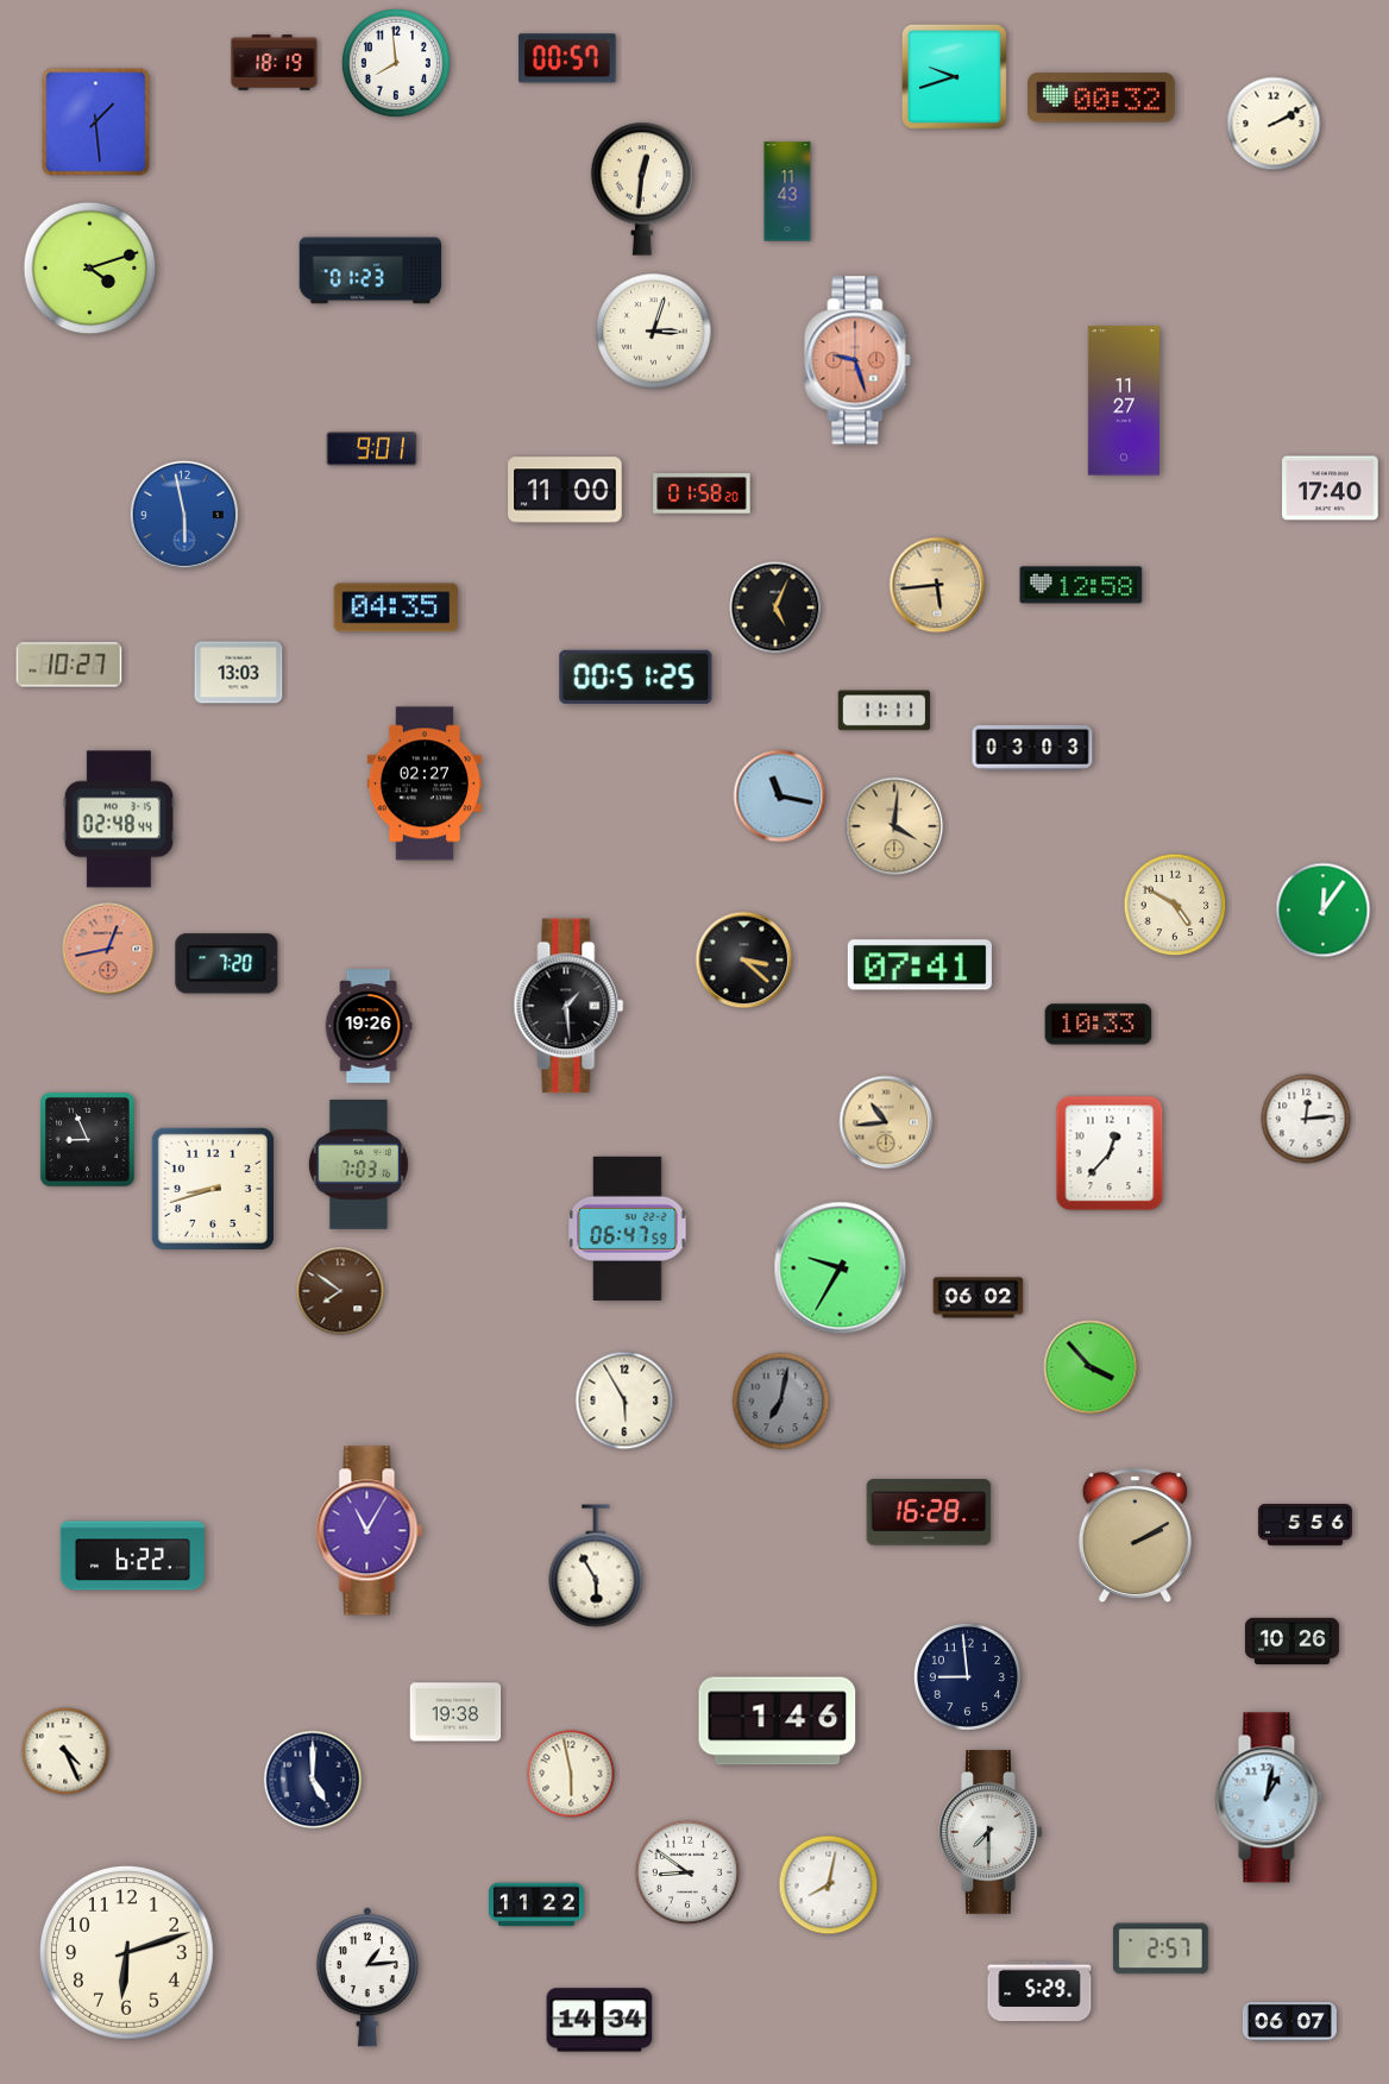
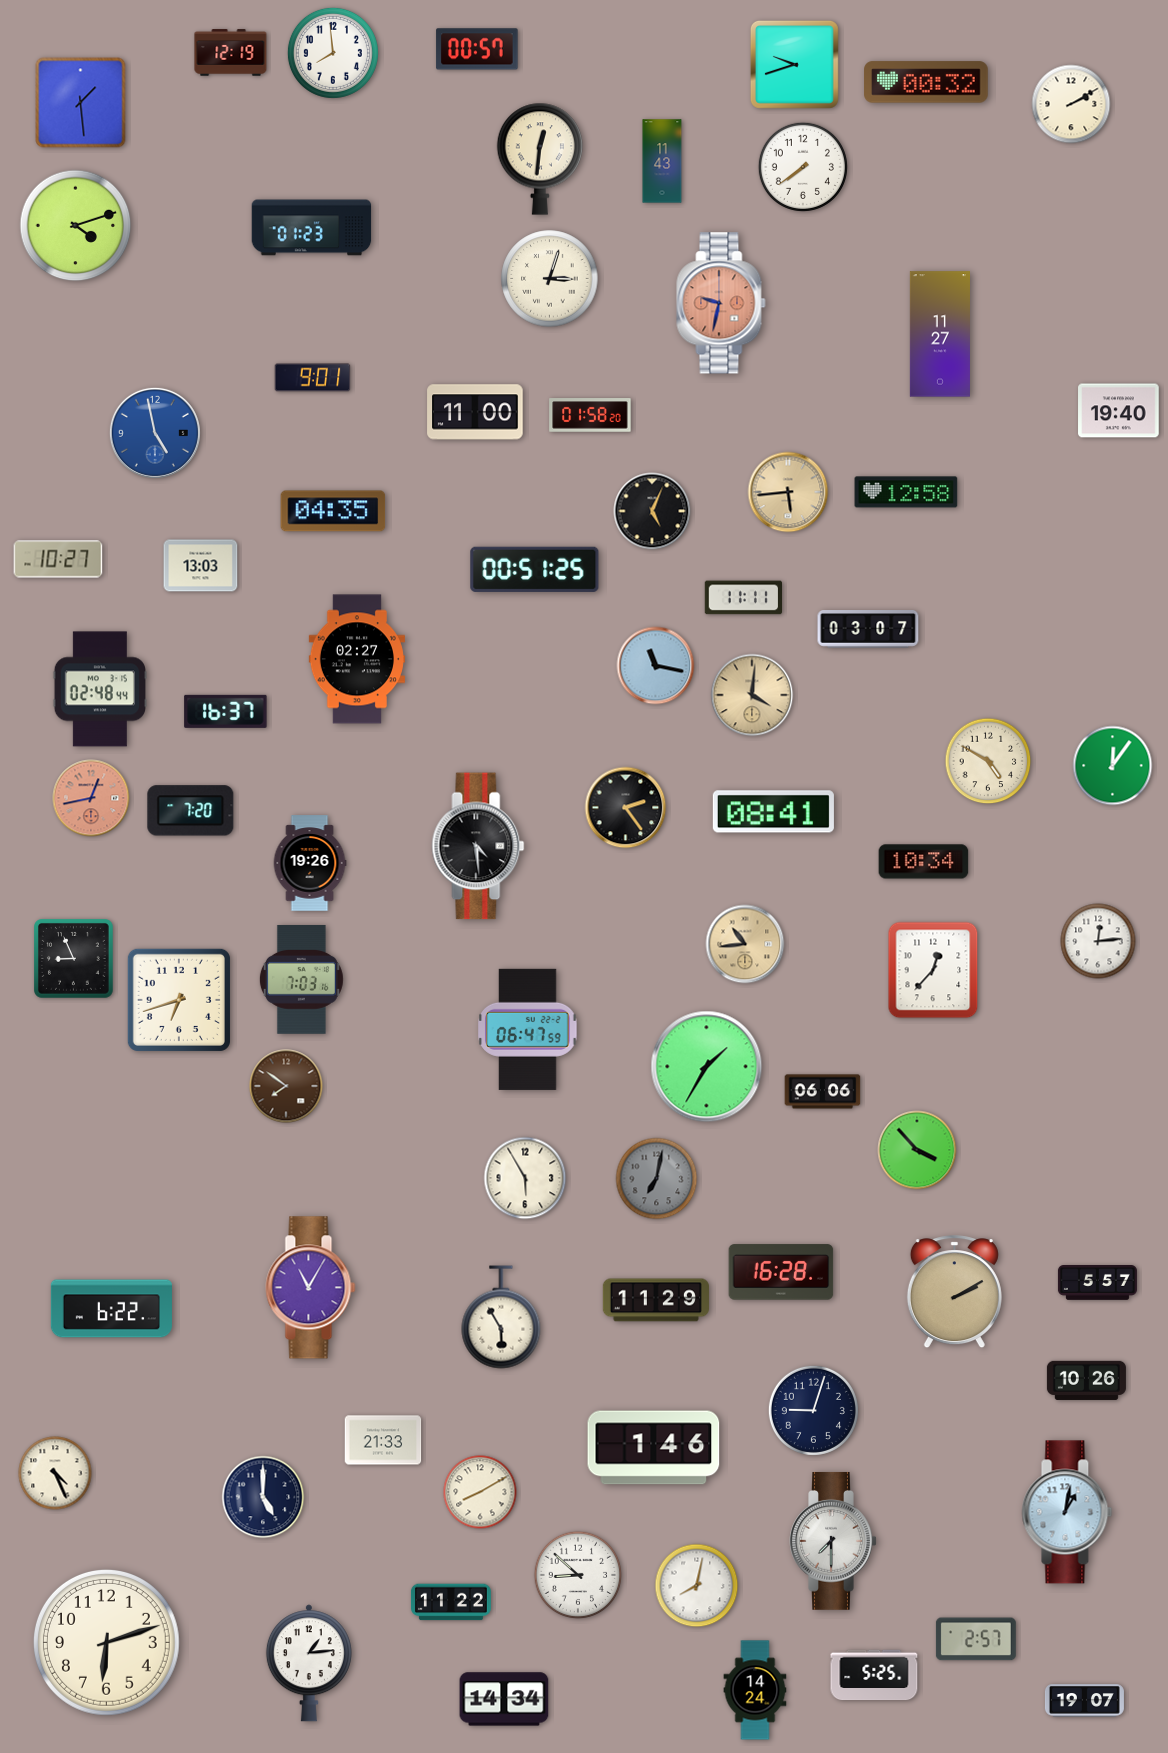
clock at (275, 63): 18:19 -> 12:19
clock at (954, 76) position: (954, 76) -> (794, 64)
clock at (803, 167): none -> 7:39
clock at (857, 360): 9:27 -> 9:32
clock at (1124, 401) position: (1124, 401) -> (940, 334)
clock at (1331, 489): 17:40 -> 19:40
clock at (184, 515): 5:58 -> 4:58
clock at (1081, 585) position: (1081, 585) -> (906, 492)
clock at (1032, 749): 03:03 -> 03:07
clock at (780, 797) position: (780, 797) -> (656, 666)
clock at (226, 711): none -> 16:37
clock at (744, 961): 3:22 -> 2:24
clock at (919, 965): 07:41 -> 08:41
clock at (568, 1006): 1:29 -> 4:29
clock at (1099, 1025): 10:33 -> 10:34
clock at (213, 1189): 8:42 -> 6:42
clock at (628, 1228) position: (628, 1228) -> (528, 1029)
clock at (841, 1268): 9:35 -> 1:35
clock at (979, 1298): 06:02 -> 06:06
clock at (1305, 1525): 5:56 -> 5:57
clock at (656, 1300): none -> 11:29
clock at (967, 1676): 8:59 -> 9:03
clock at (455, 1712): 19:38 -> 21:33
clock at (571, 1774): 5:58 -> 8:10
clock at (687, 1872): 8:51 -> 8:52
clock at (1039, 1991): 5:29 -> 5:25
clock at (755, 1690): none -> 14:24
clock at (1289, 2022): 06:07 -> 19:07
